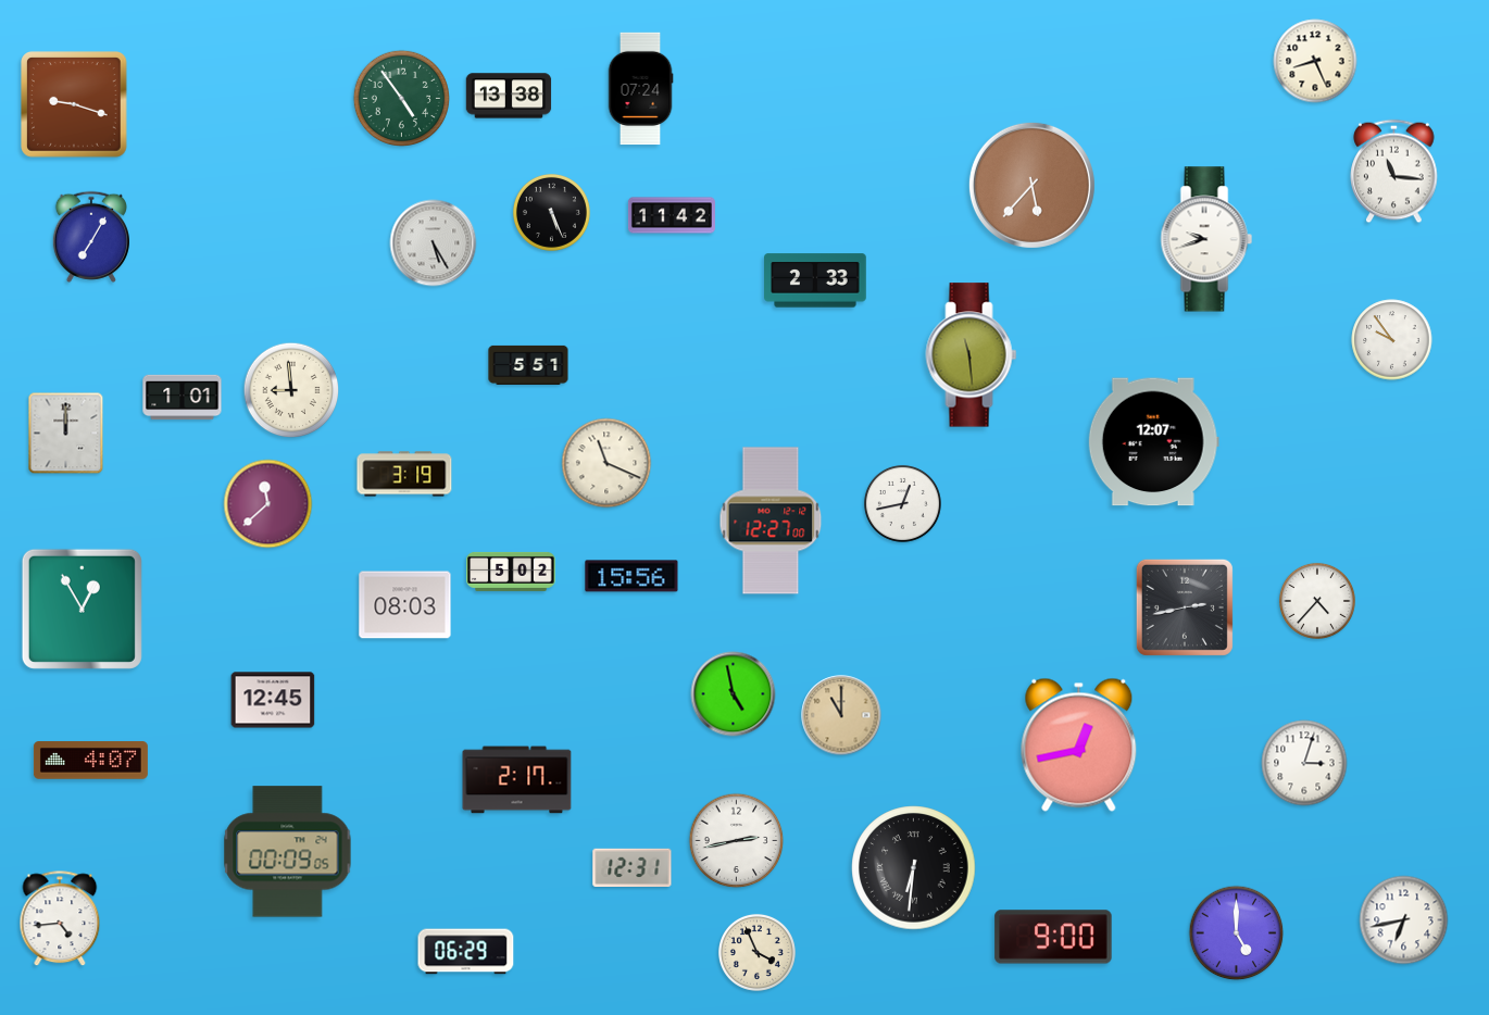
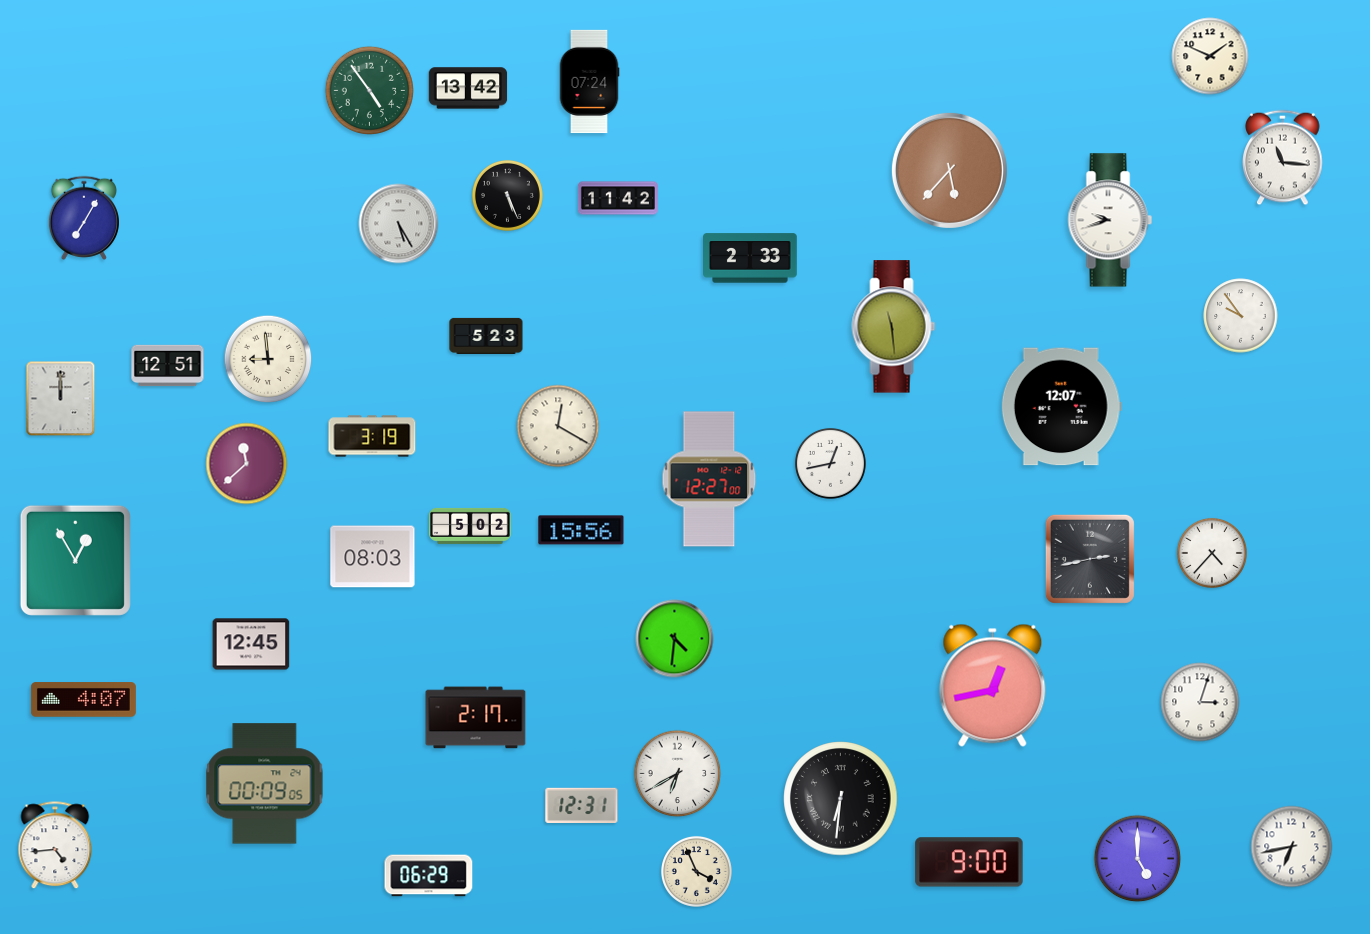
clock at (1315, 61): 8:26 -> 1:49
clock at (509, 96): 13:38 -> 13:42
clock at (75, 105): 9:18 -> none
clock at (1392, 340) position: (1392, 340) -> (1241, 316)
clock at (528, 365): 5:51 -> 5:23
clock at (183, 398): 1:01 -> 12:51
clock at (606, 463): 11:19 -> 12:20
clock at (734, 694): 4:58 -> 4:31
clock at (841, 715): 11:00 -> none
clock at (737, 841): 2:43 -> 6:40
clock at (633, 867) position: (633, 867) -> (582, 805)
clock at (756, 952) position: (756, 952) -> (696, 871)
